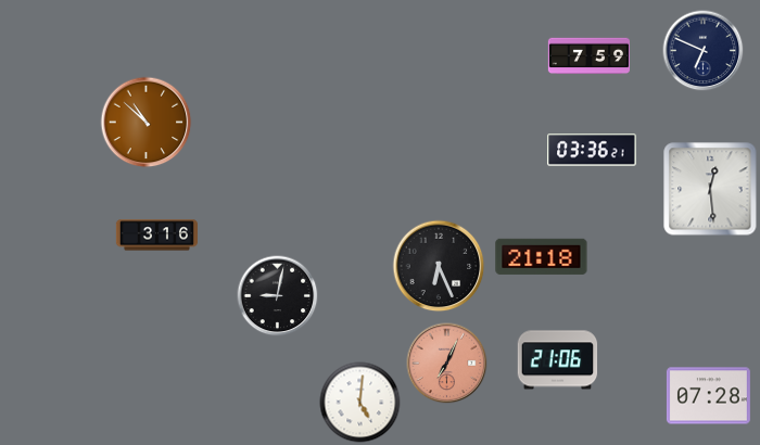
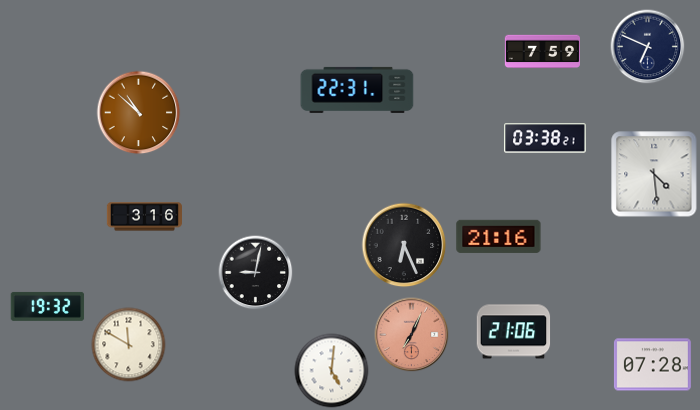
clock at (357, 90): none -> 22:31
clock at (147, 123) position: (147, 123) -> (139, 113)
clock at (592, 150): 03:36 -> 03:38
clock at (710, 189): 12:29 -> 4:29
clock at (542, 256): 21:18 -> 21:16
clock at (48, 306): none -> 19:32
clock at (129, 345): none -> 11:50
